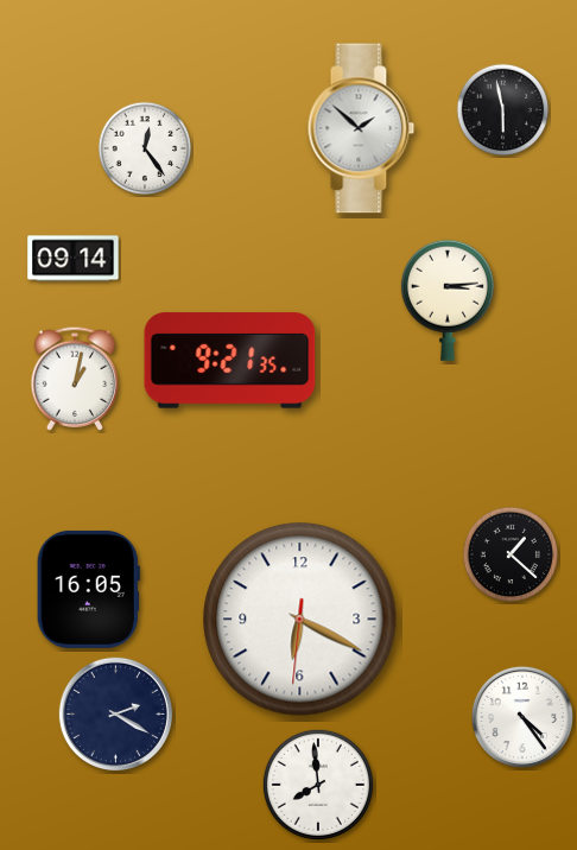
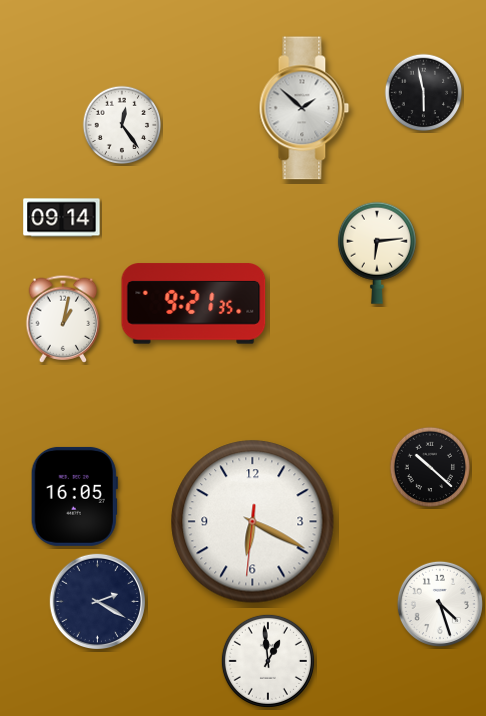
clock at (448, 300): 3:14 -> 6:14
clock at (511, 554): 1:22 -> 10:22
clock at (522, 717): 4:24 -> 4:27
clock at (318, 785): 7:59 -> 12:59
